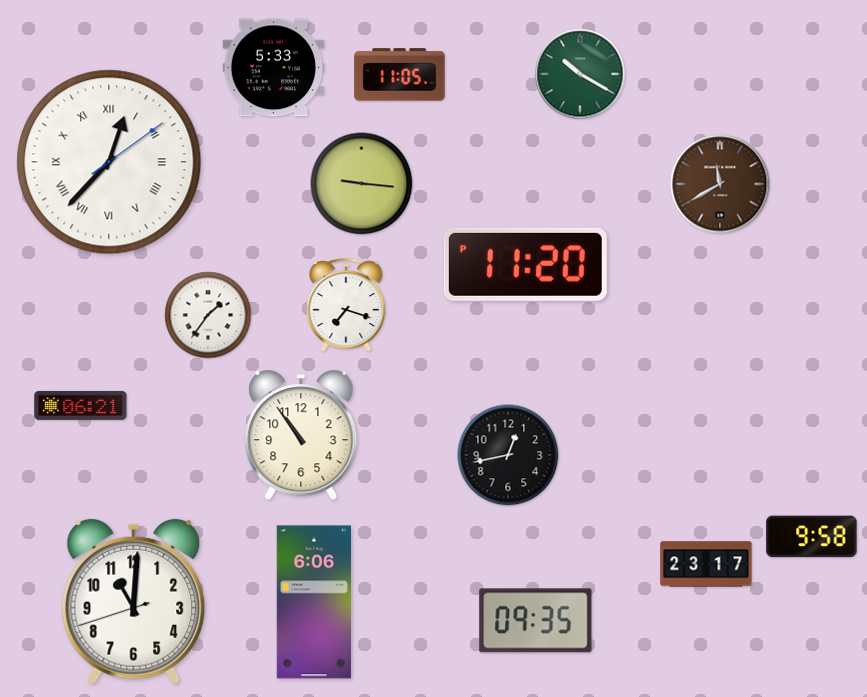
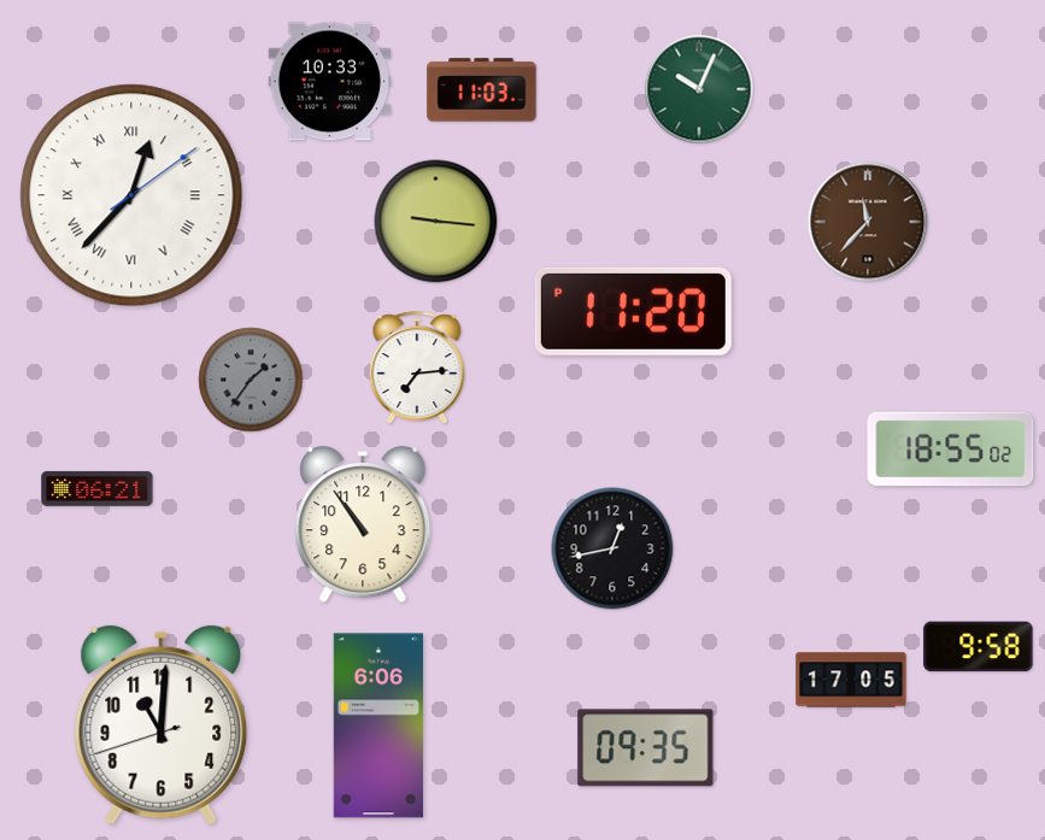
clock at (274, 68): 5:33 -> 10:33
clock at (580, 74): 10:20 -> 10:04
clock at (400, 75): 11:05 -> 11:03
clock at (720, 184): 11:40 -> 11:37
clock at (525, 264) position: (525, 264) -> (633, 311)
clock at (346, 305): 7:18 -> 7:14
clock at (208, 315) dial: white -> grey
clock at (951, 450): none -> 18:55
clock at (706, 564): 23:17 -> 17:05
